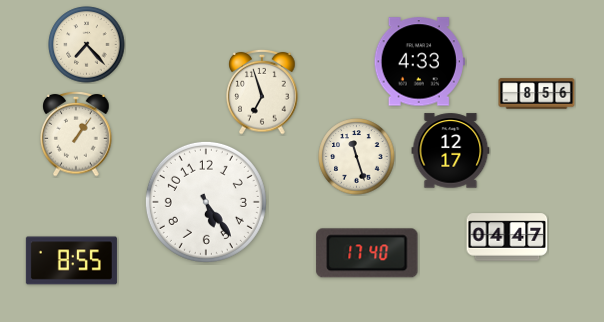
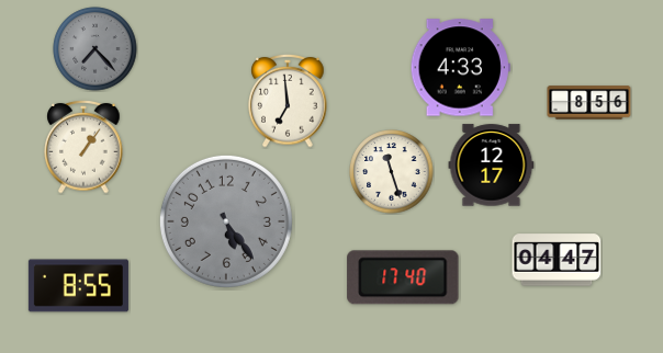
clock at (87, 45) dial: cream -> grey
clock at (262, 92): 6:57 -> 6:59
clock at (451, 151) position: (451, 151) -> (492, 166)
clock at (206, 202) dial: white -> grey
